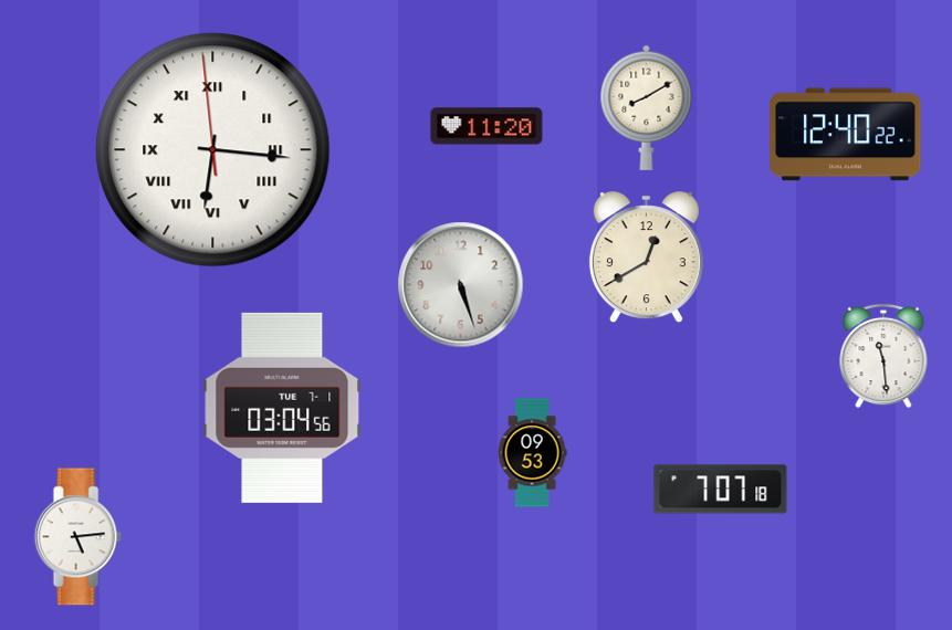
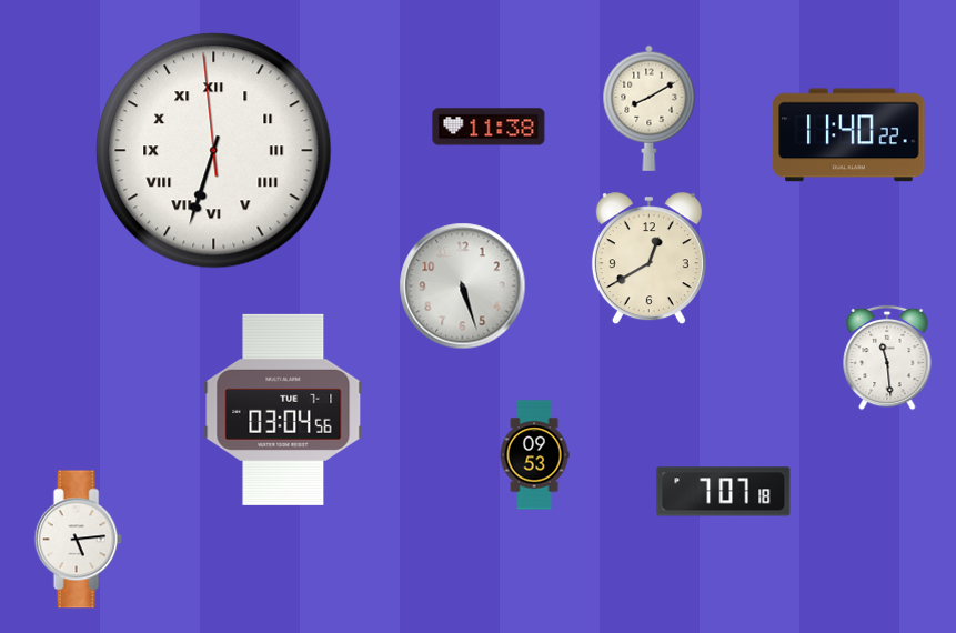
clock at (487, 126): 11:20 -> 11:38
clock at (846, 135): 12:40 -> 11:40
clock at (213, 150): 6:15 -> 6:32
